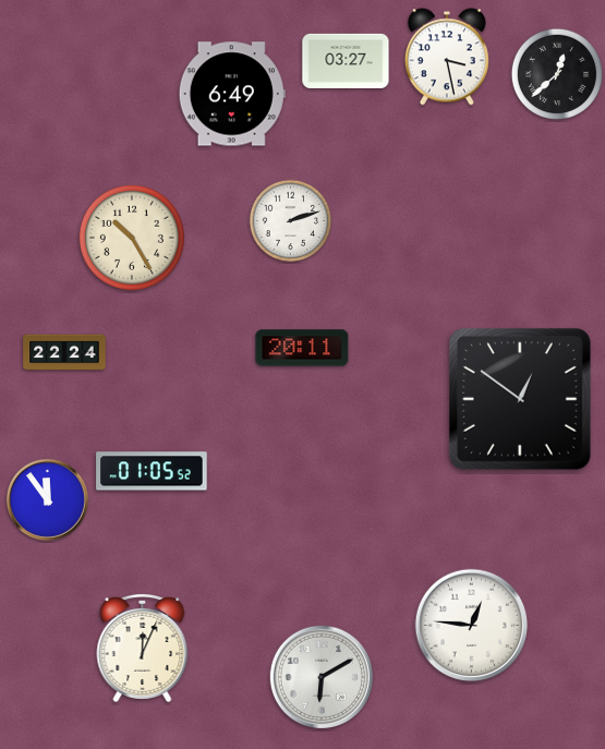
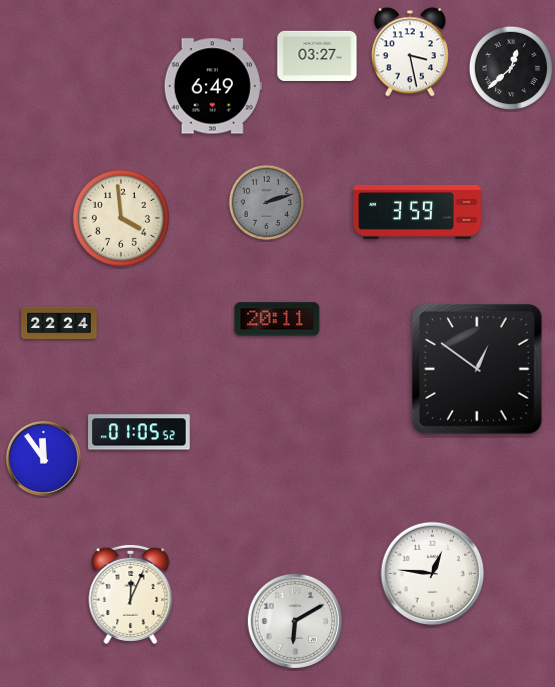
clock at (291, 221) dial: white -> grey
clock at (417, 212): none -> 3:59
clock at (132, 238): 10:25 -> 3:59
clock at (520, 399) position: (520, 399) -> (477, 369)
